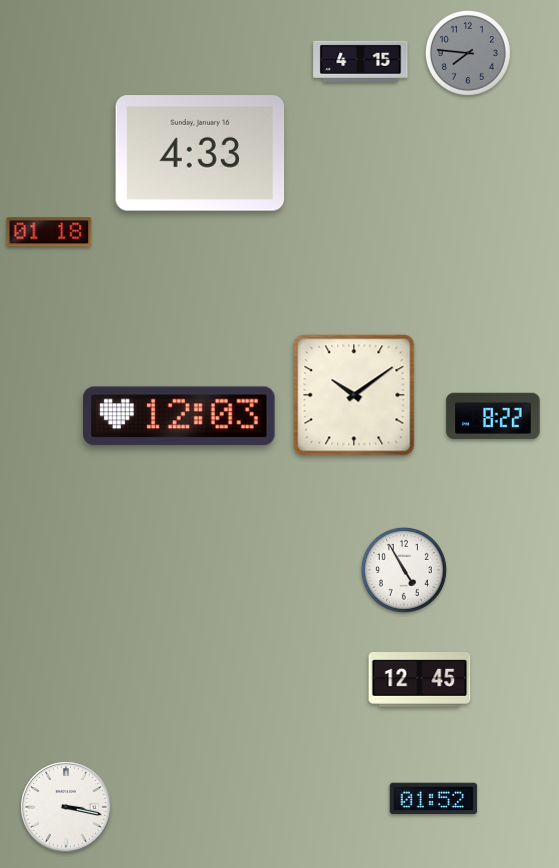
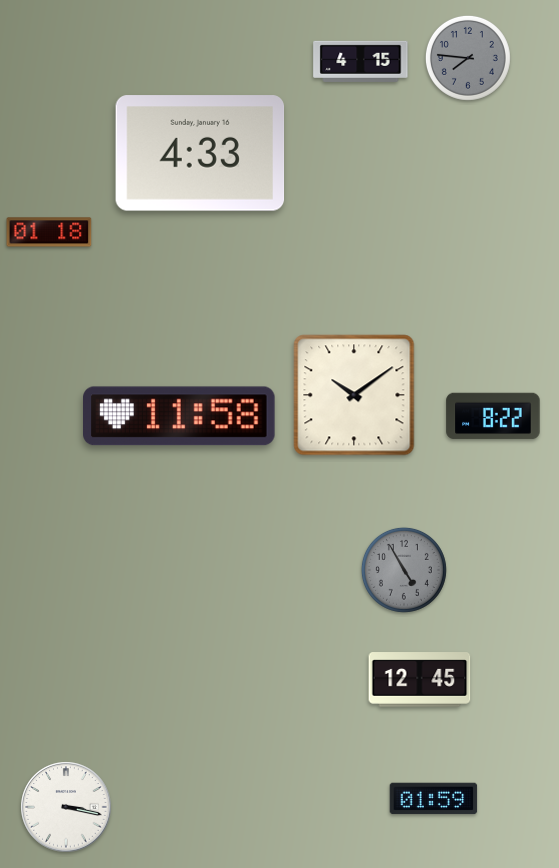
clock at (468, 53) position: (468, 53) -> (468, 58)
clock at (180, 416): 12:03 -> 11:58
clock at (404, 570) dial: white -> grey
clock at (434, 799): 01:52 -> 01:59
